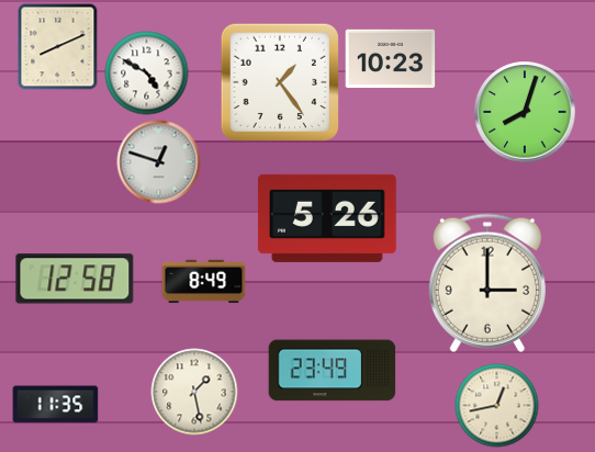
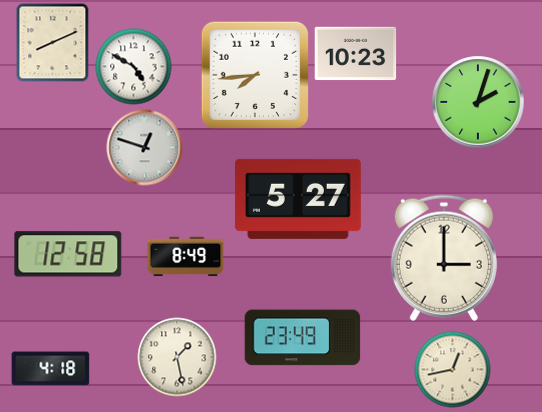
clock at (279, 81): 1:24 -> 7:44
clock at (525, 112): 8:03 -> 2:03
clock at (327, 218): 5:26 -> 5:27
clock at (56, 405): 11:35 -> 4:18
